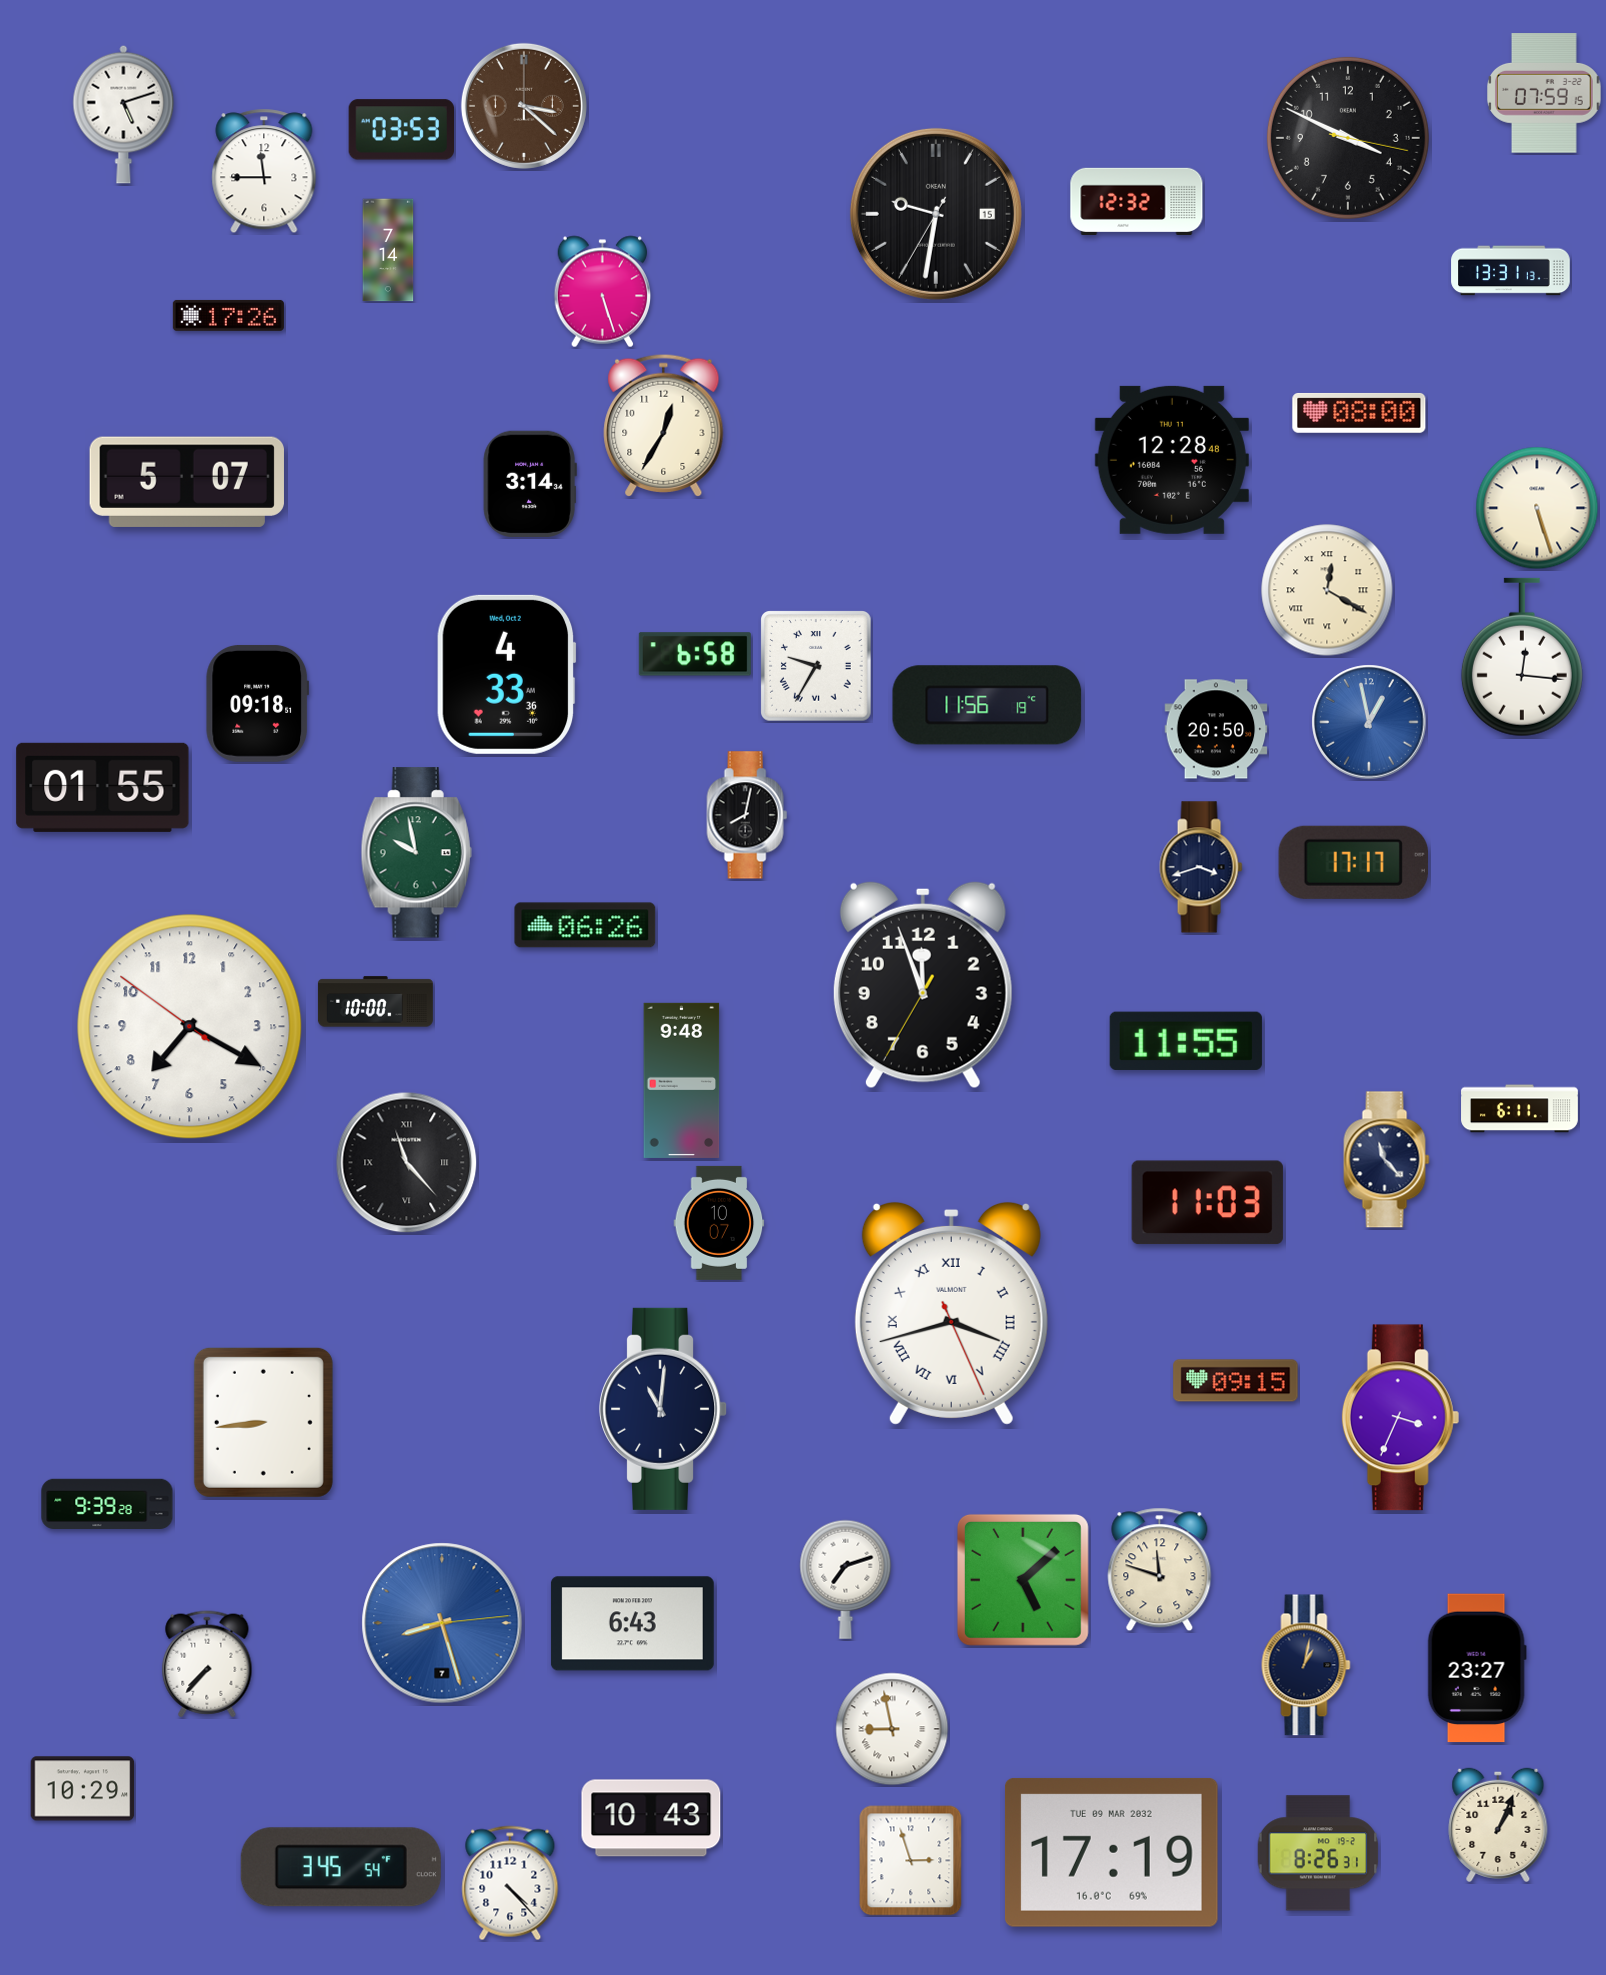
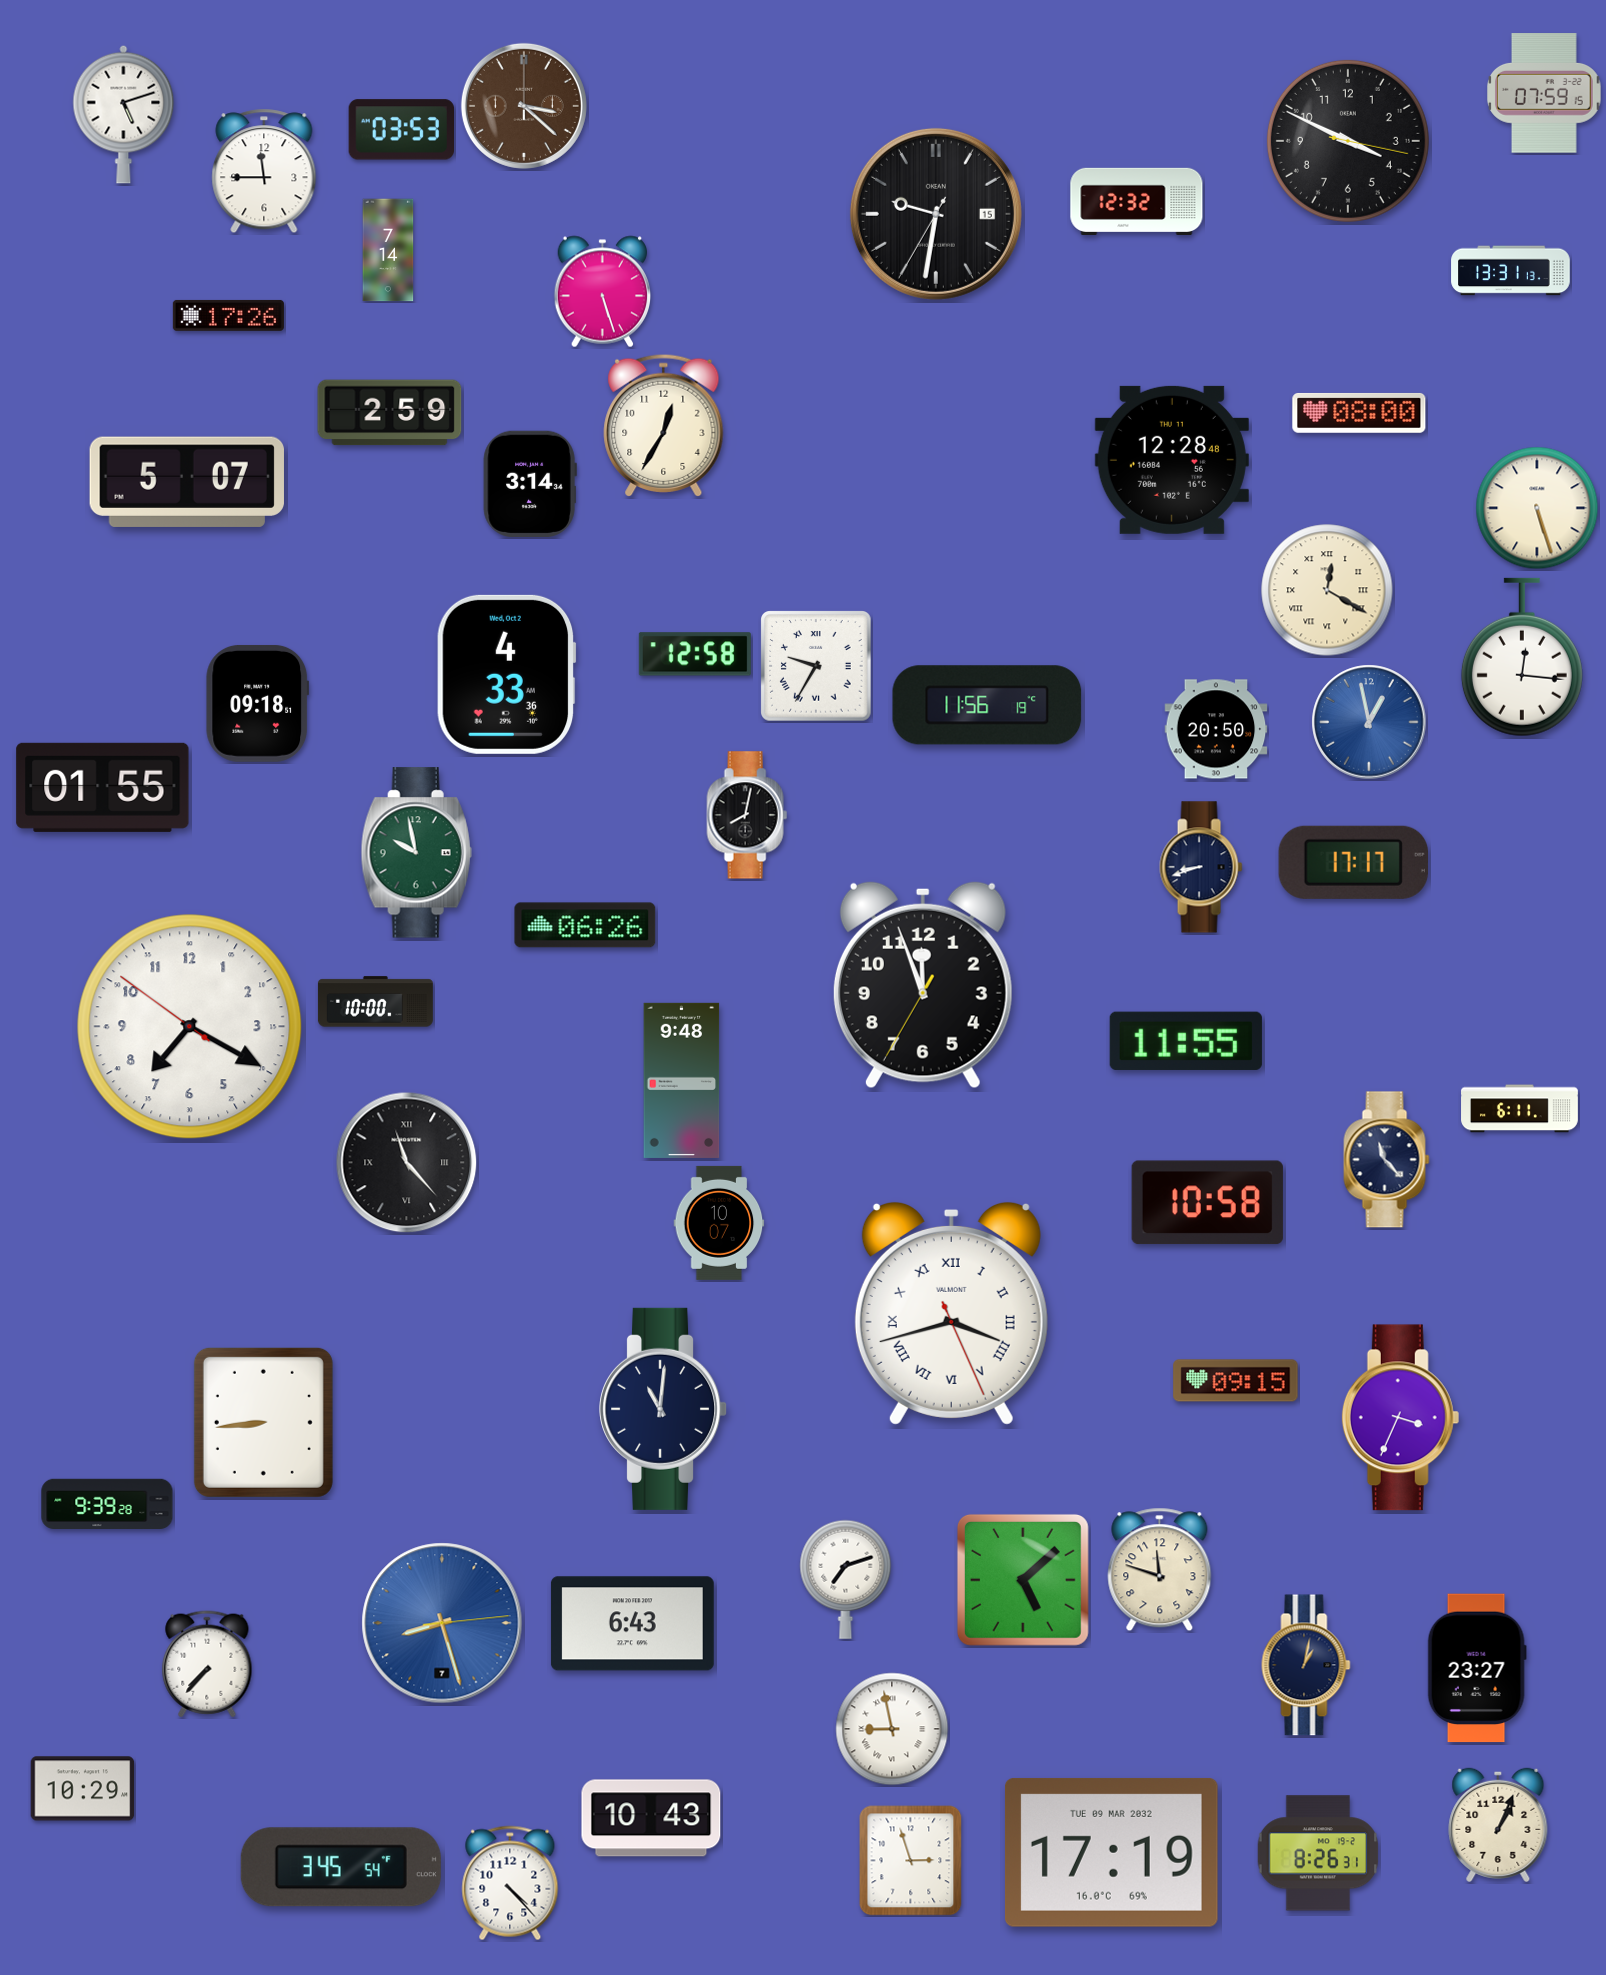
clock at (1348, 138) position: (1348, 138) -> (1348, 141)
clock at (390, 413): none -> 2:59
clock at (695, 654): 6:58 -> 12:58
clock at (1201, 867): 3:42 -> 8:42
clock at (1207, 1203): 11:03 -> 10:58
